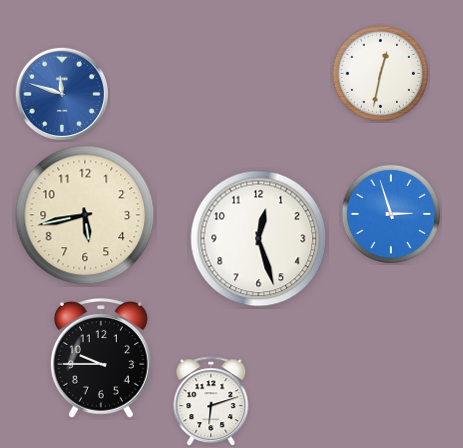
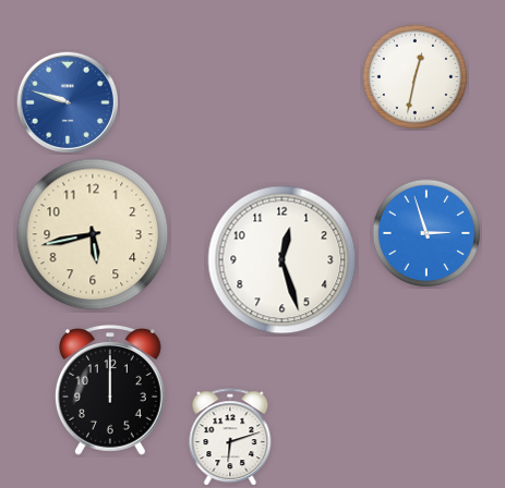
clock at (380, 73) position: (380, 73) -> (414, 76)
clock at (61, 93): 11:48 -> 9:48
clock at (101, 358): 9:45 -> 12:00
